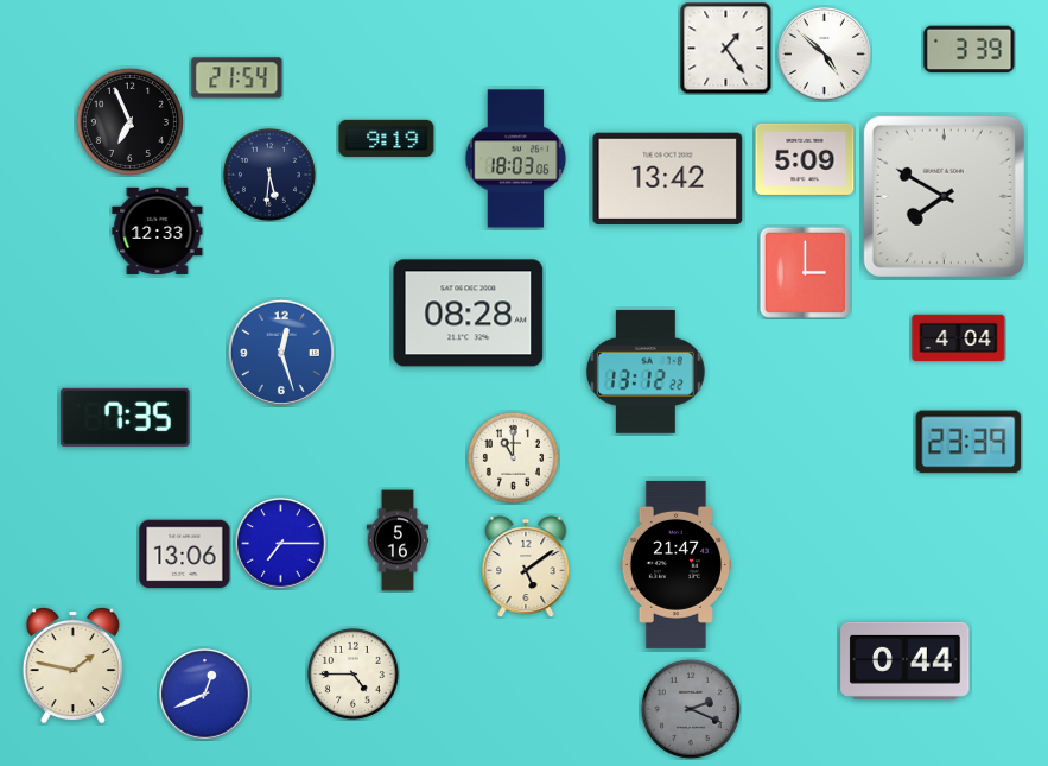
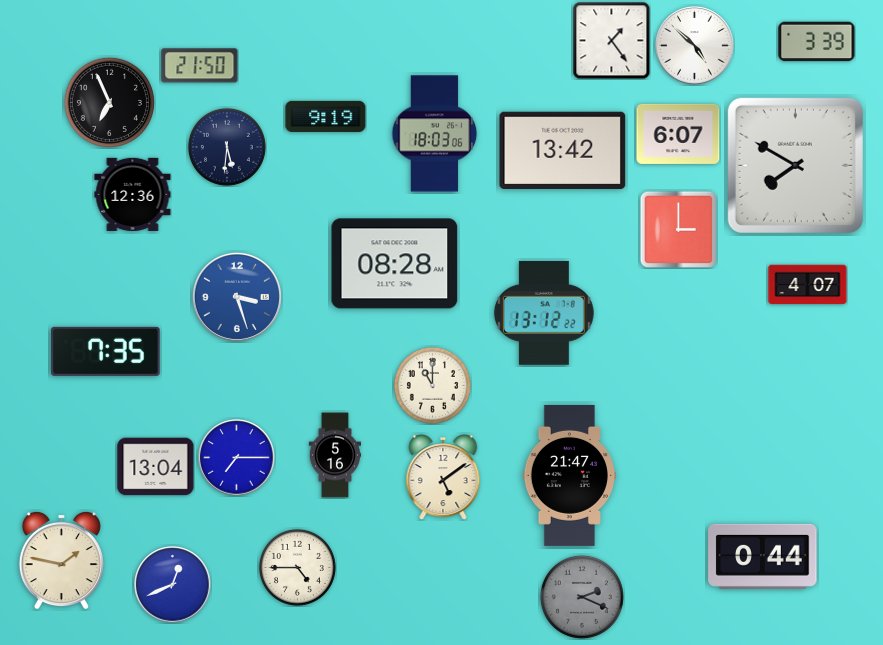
clock at (237, 78): 21:54 -> 21:50
clock at (805, 159): 5:09 -> 6:07
clock at (158, 230): 12:33 -> 12:36
clock at (959, 338): 4:04 -> 4:07
clock at (281, 353): 12:27 -> 3:27
clock at (968, 442): 23:39 -> none
clock at (185, 555): 13:06 -> 13:04
